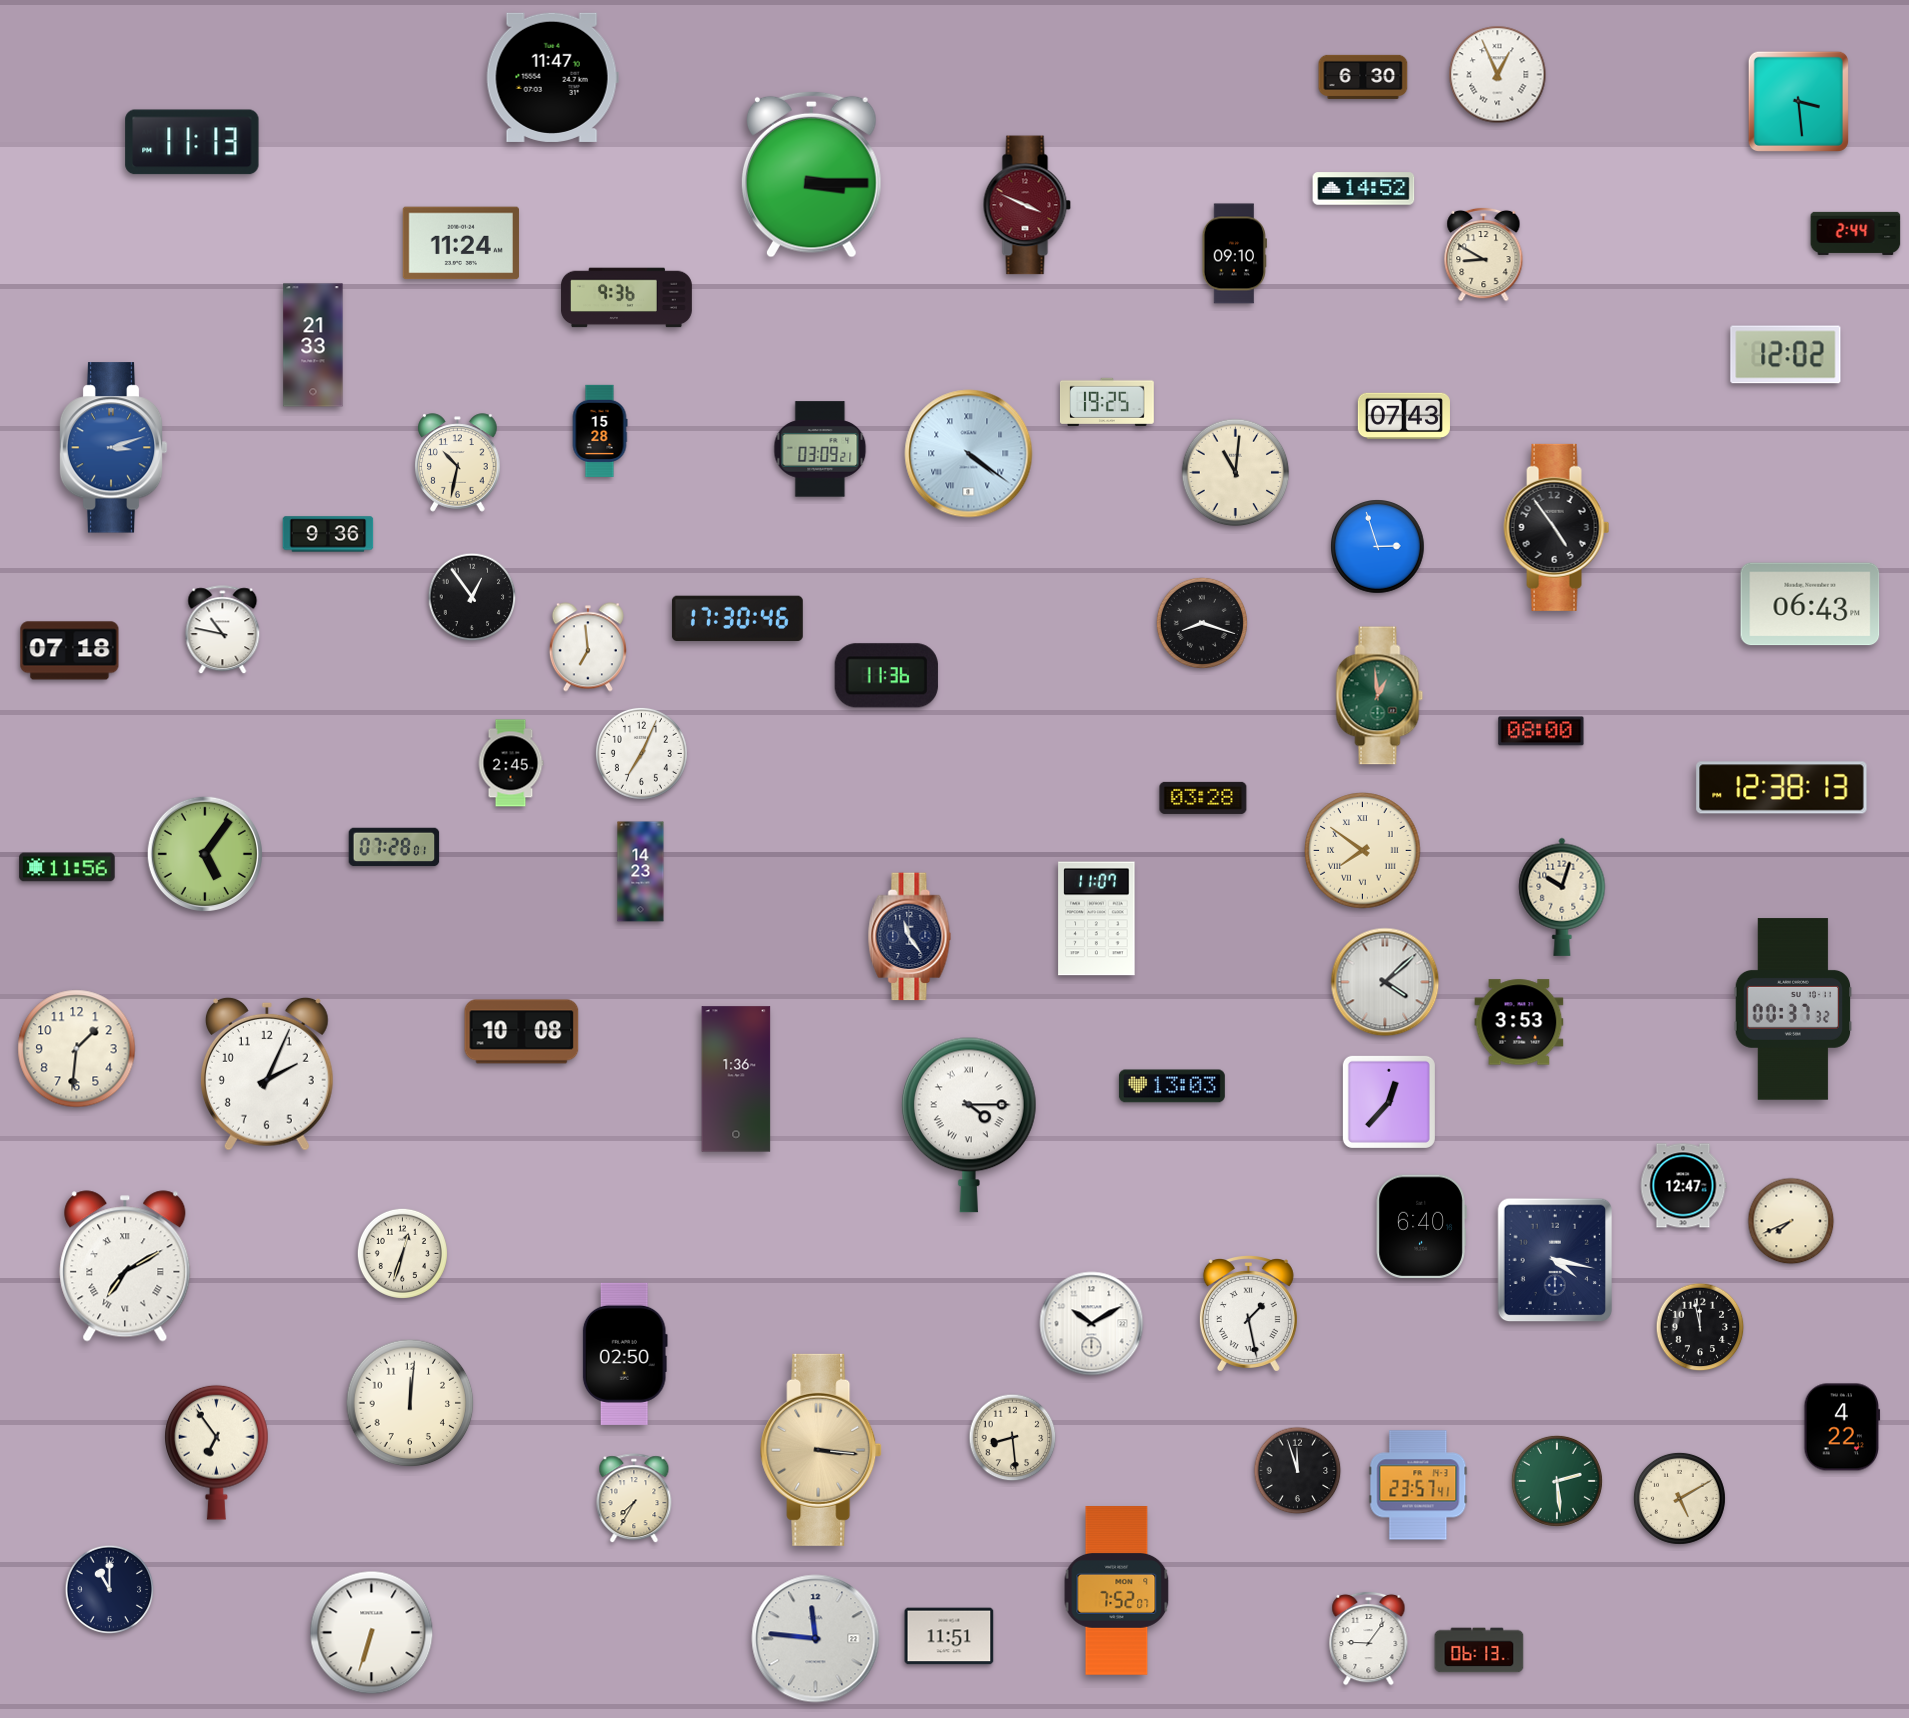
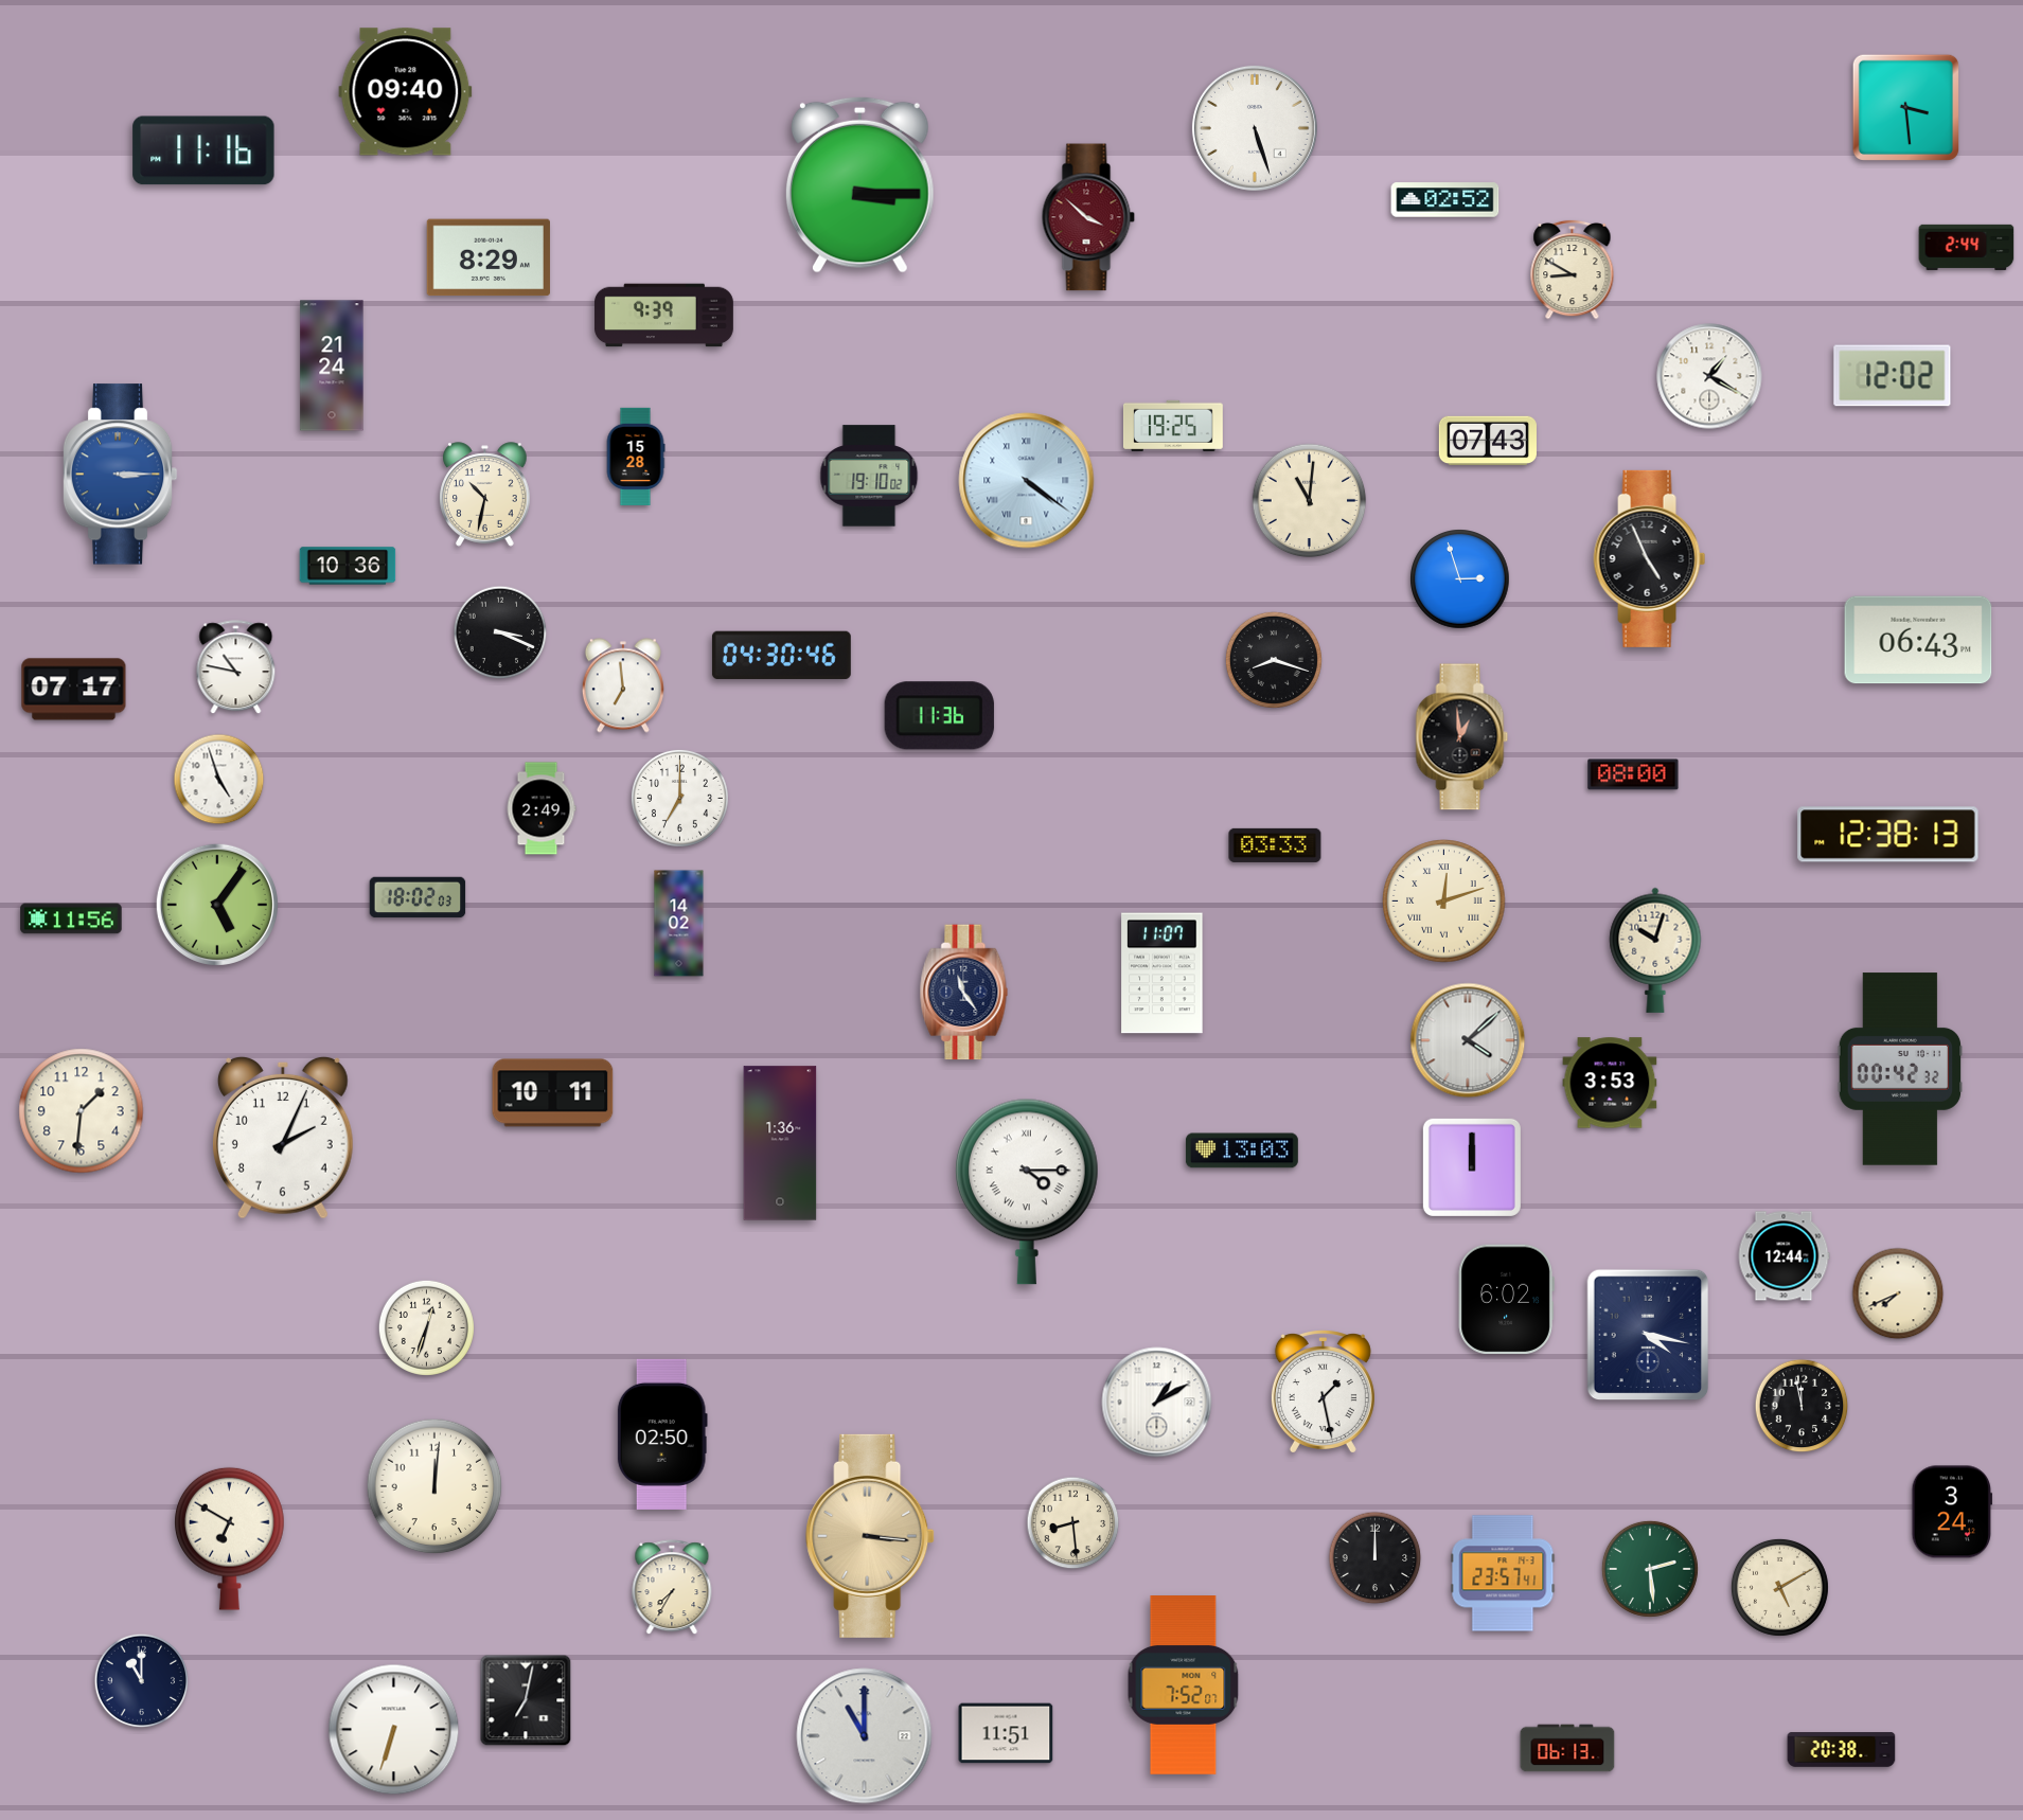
clock at (1498, 75): 12:56 -> none
clock at (552, 77): 11:47 -> none
clock at (1363, 77): 6:30 -> none
clock at (406, 92): none -> 09:40
clock at (1255, 128): none -> 5:27
clock at (192, 142): 11:13 -> 11:16
clock at (1364, 189): 14:52 -> 02:52
clock at (1027, 205): 3:49 -> 3:52
clock at (461, 243): 11:24 -> 8:29
clock at (1234, 254): 09:10 -> none
clock at (627, 298): 9:36 -> 9:39
clock at (313, 345): 21:33 -> 21:24
clock at (1709, 376): none -> 1:20
clock at (113, 448): 3:12 -> 3:15
clock at (820, 449): 03:09 -> 19:10
clock at (458, 463) position: (458, 463) -> (485, 495)
clock at (1557, 527): 4:54 -> 4:56
clock at (328, 534): 9:36 -> 10:36
clock at (472, 597): 12:54 -> 3:19
clock at (737, 619): 17:30 -> 04:30
clock at (70, 651): 07:18 -> 07:17
clock at (1380, 696) dial: green -> black
clock at (219, 780): none -> 4:57
clock at (641, 753): 7:04 -> 7:00
clock at (511, 763): 2:45 -> 2:49
clock at (1203, 798): 03:28 -> 03:33
clock at (394, 847): 07:28 -> 18:02
clock at (1363, 851): 7:51 -> 12:12
clock at (641, 872): 14:23 -> 14:02
clock at (1793, 1009): 00:37 -> 00:42
clock at (522, 1032): 10:08 -> 10:11
clock at (1389, 1102): 12:37 -> 12:00
clock at (1683, 1186): 12:47 -> 12:44
clock at (1421, 1226): 6:40 -> 6:02
clock at (125, 1266): 7:10 -> none
clock at (1092, 1324): 10:10 -> 1:10
clock at (1842, 1427): 4:22 -> 3:24
clock at (217, 1452): 6:54 -> 6:50
clock at (1298, 1471): 11:57 -> 12:00
clock at (110, 1590) position: (110, 1590) -> (142, 1681)
clock at (526, 1700): none -> 7:02
clock at (1369, 1638): 9:06 -> none
clock at (816, 1639): 11:46 -> 11:00
clock at (1842, 1750): none -> 20:38
